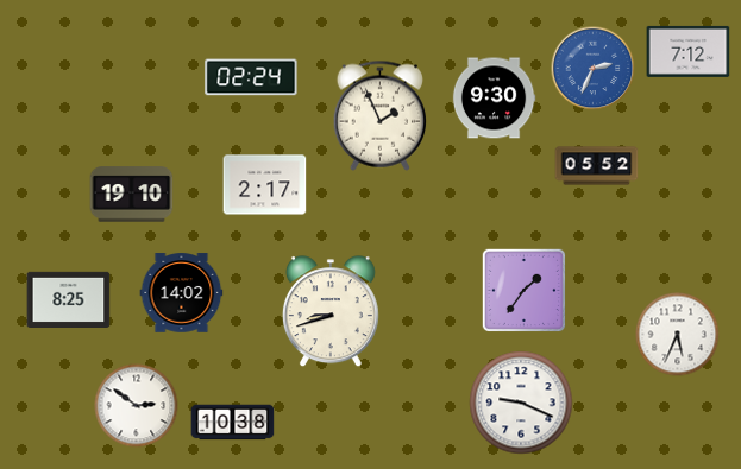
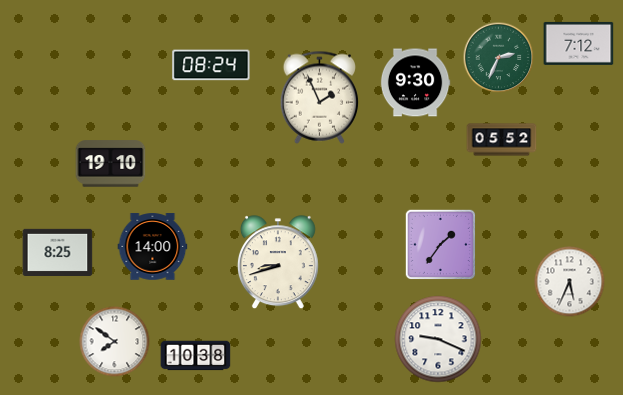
clock at (594, 69) dial: blue -> green
clock at (251, 77): 02:24 -> 08:24
clock at (265, 185): 2:17 -> none
clock at (182, 293): 14:02 -> 14:00
clock at (137, 406): 2:51 -> 7:51
